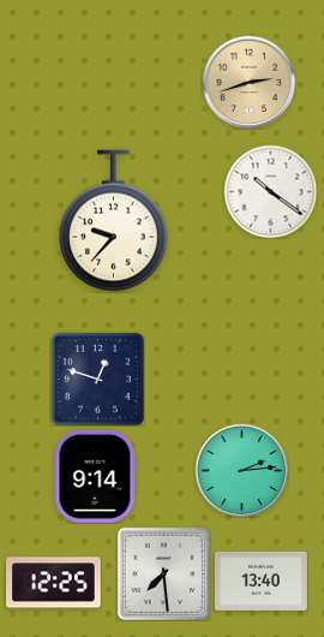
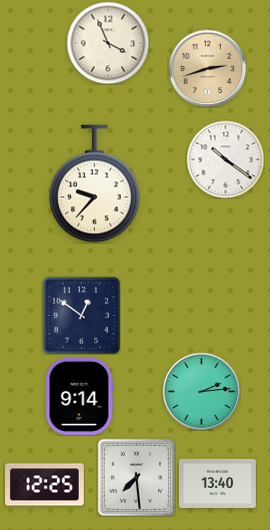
clock at (108, 43): none -> 3:56
clock at (97, 379): 12:48 -> 12:51
